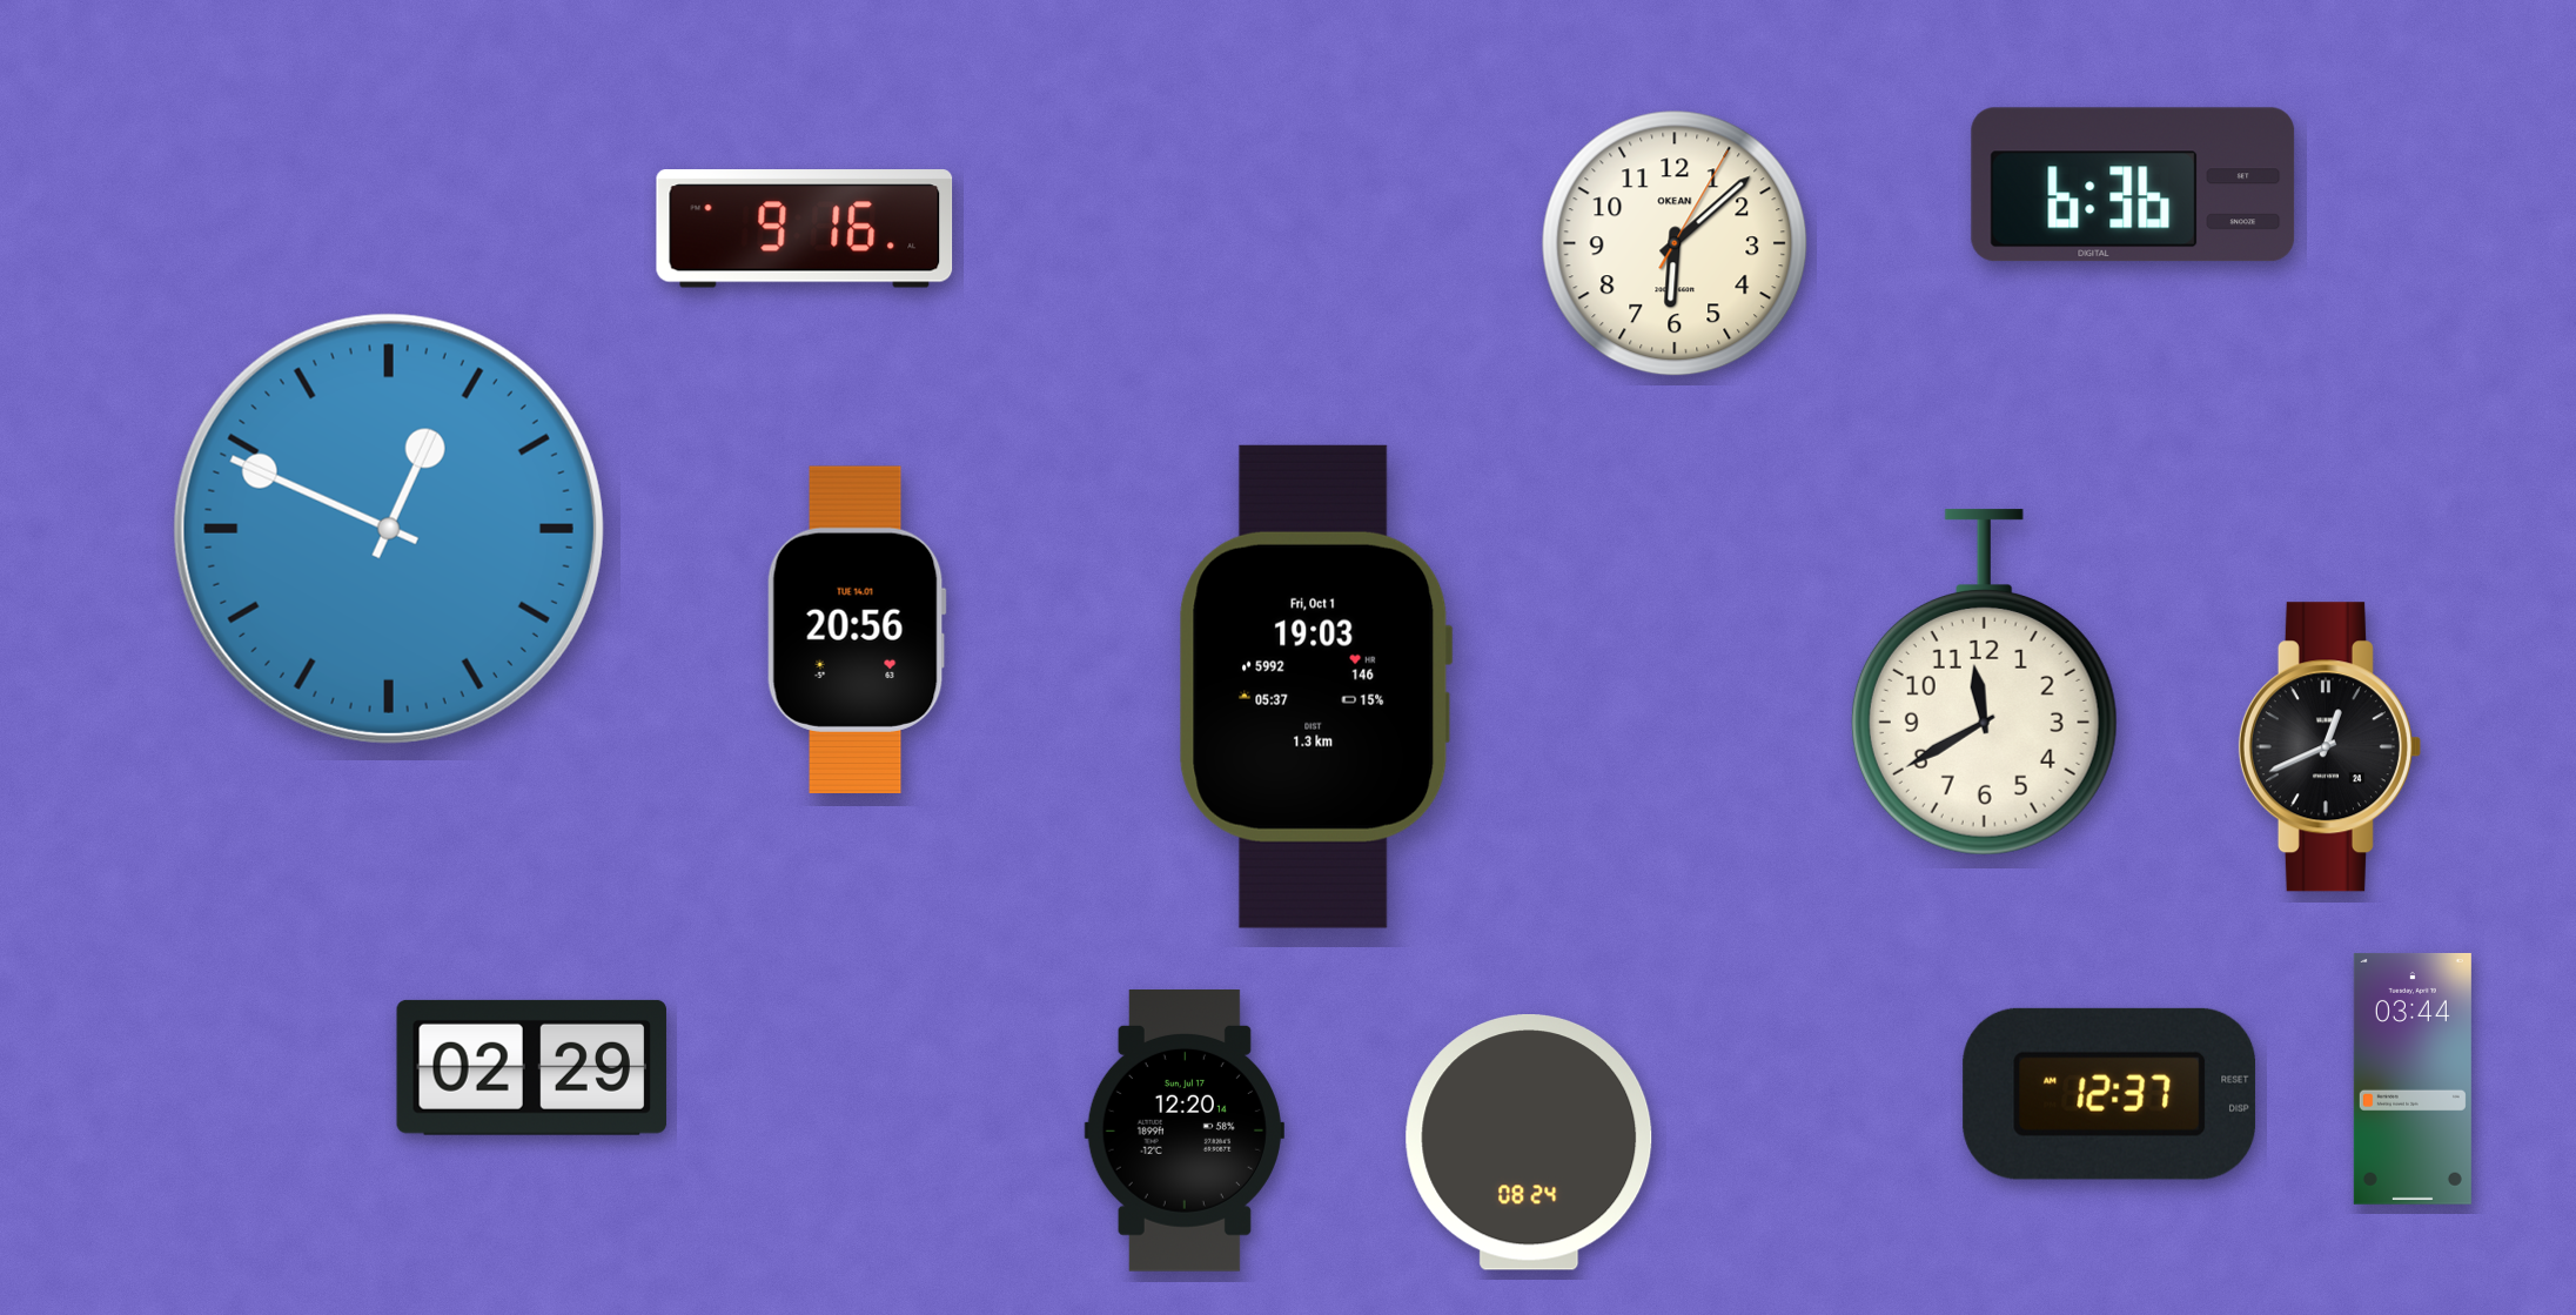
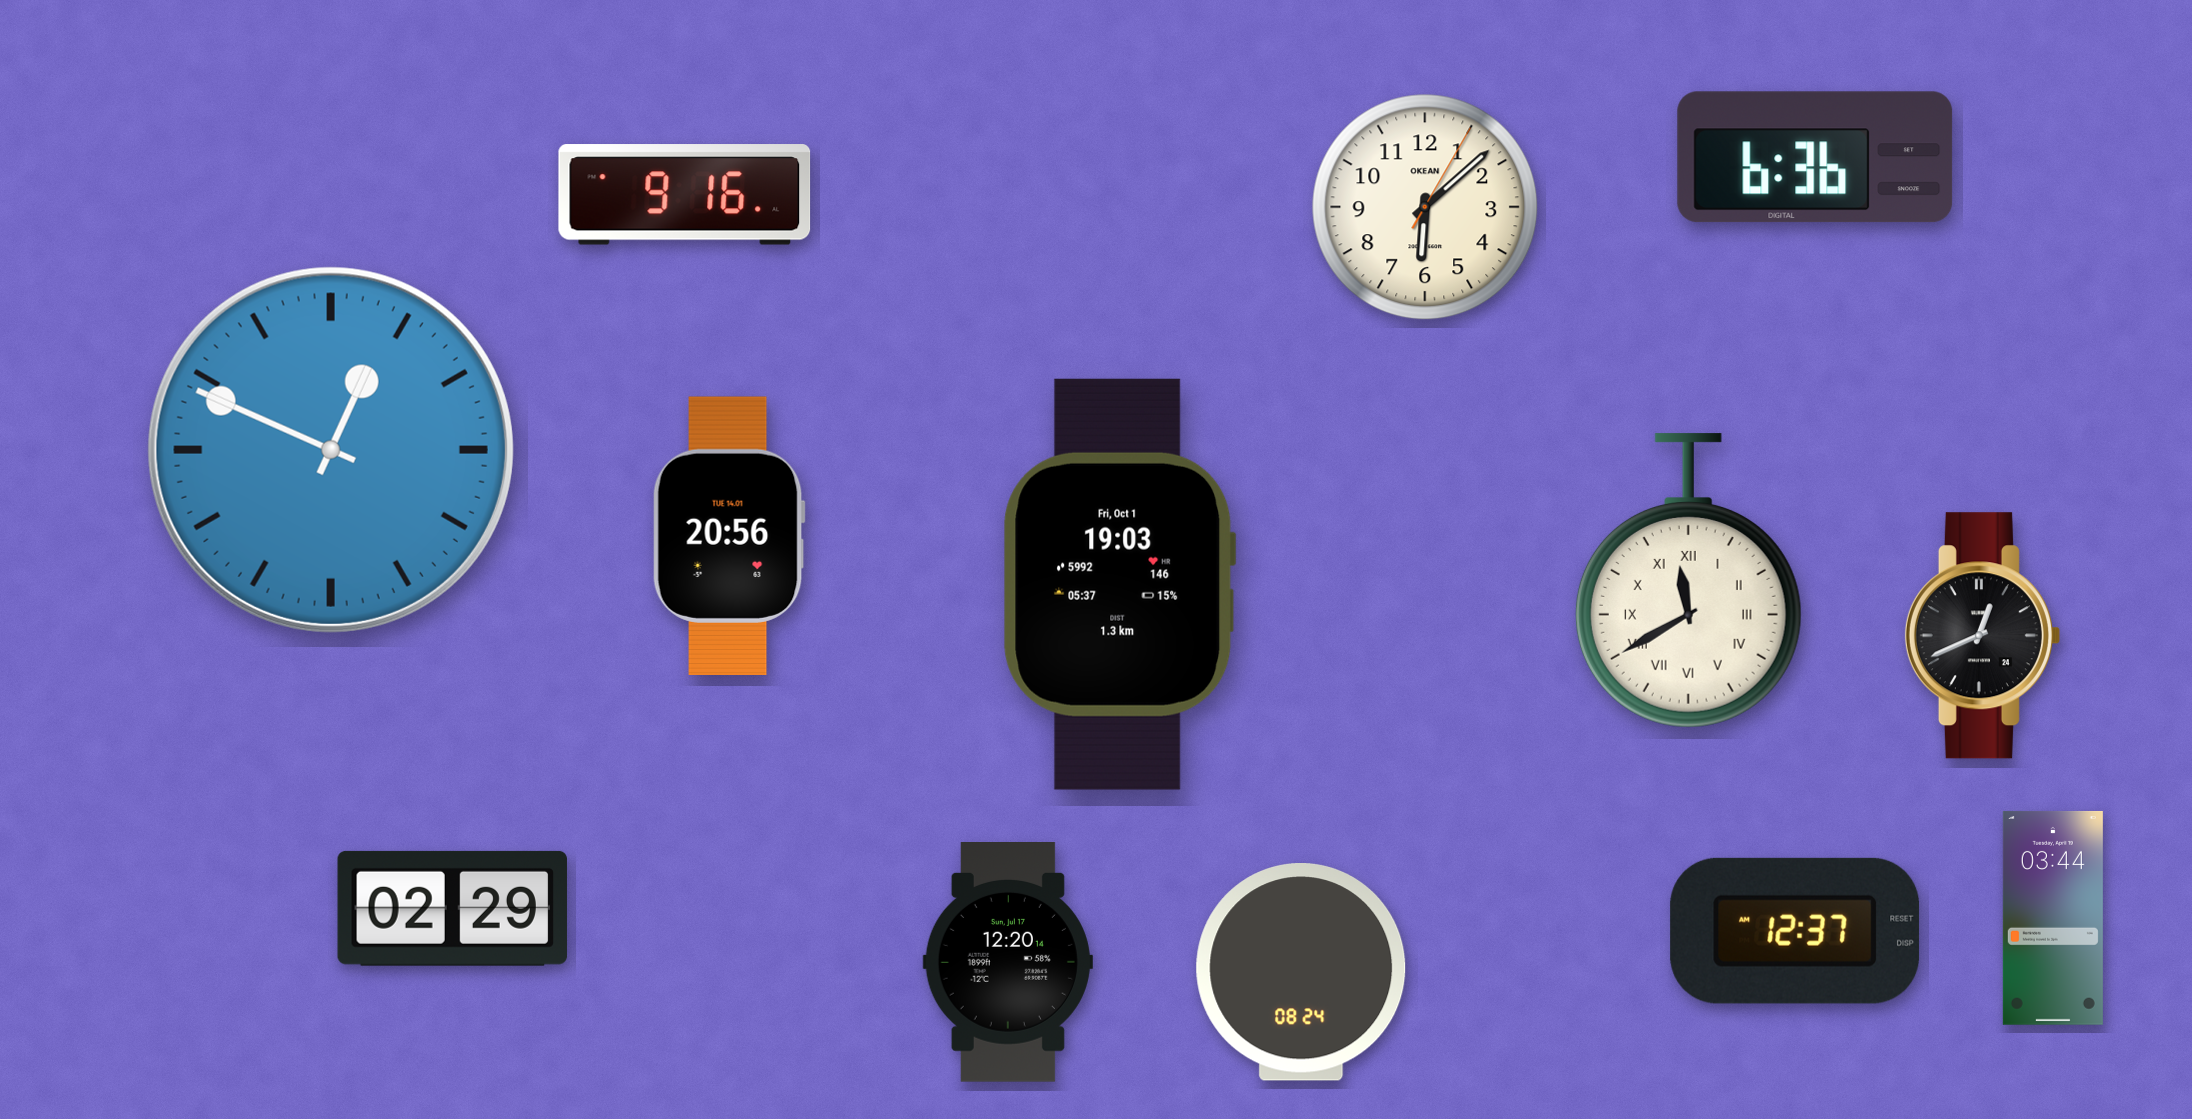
clock at (1984, 683) numerals: Arabic -> Roman
